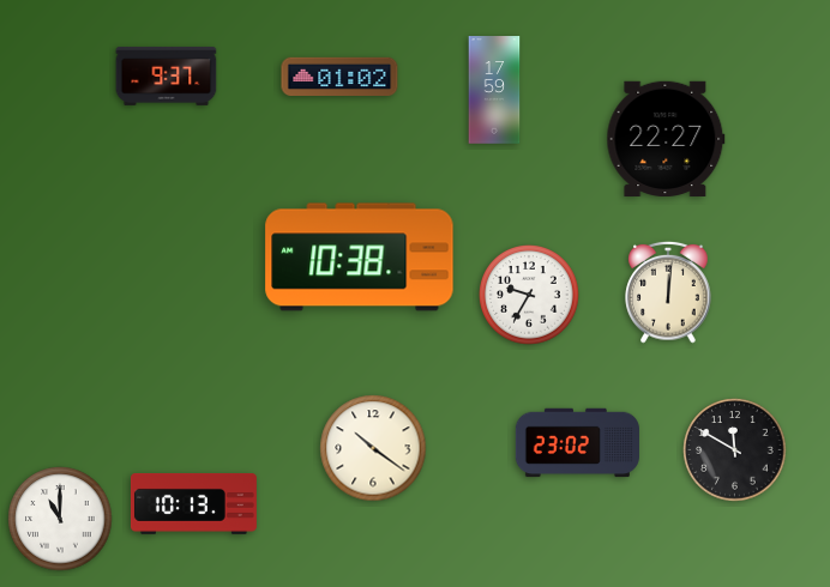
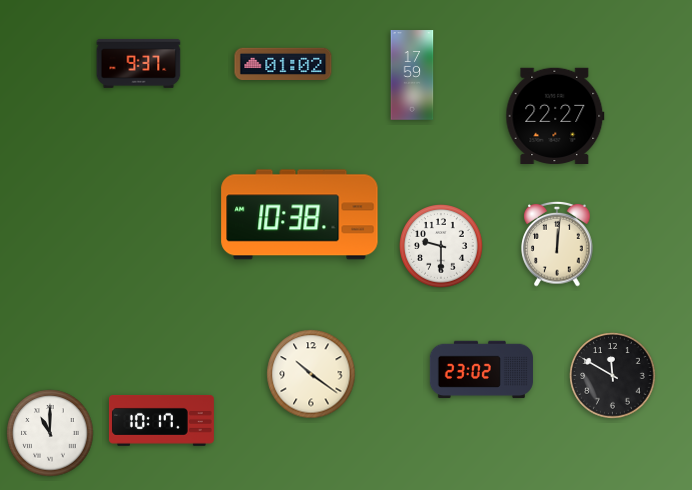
clock at (530, 296): 9:35 -> 9:30
clock at (193, 504): 10:13 -> 10:17
